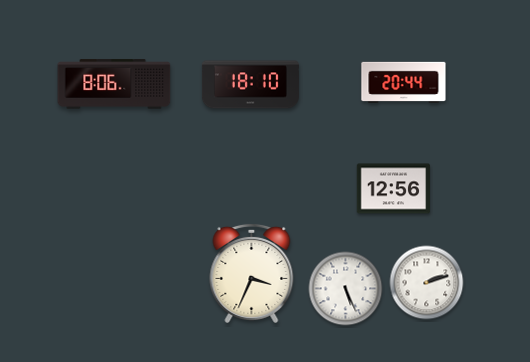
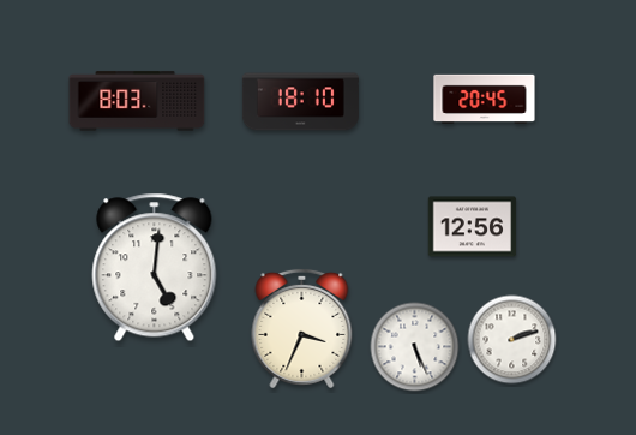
clock at (404, 82): 20:44 -> 20:45
clock at (114, 84): 8:06 -> 8:03
clock at (155, 268): none -> 5:01
